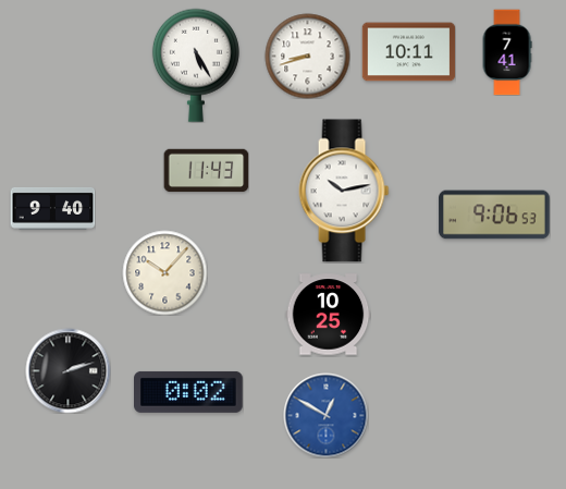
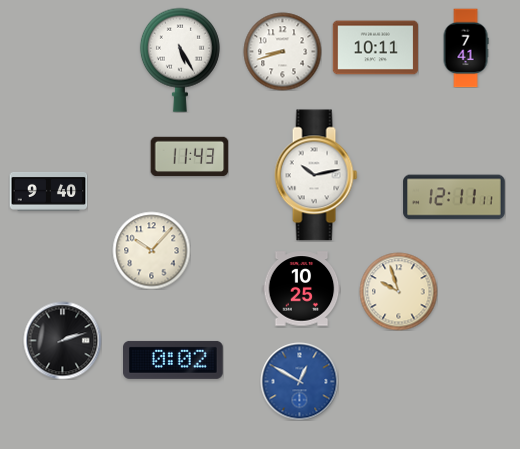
clock at (494, 215): 9:06 -> 12:11
clock at (398, 291): none -> 9:57
